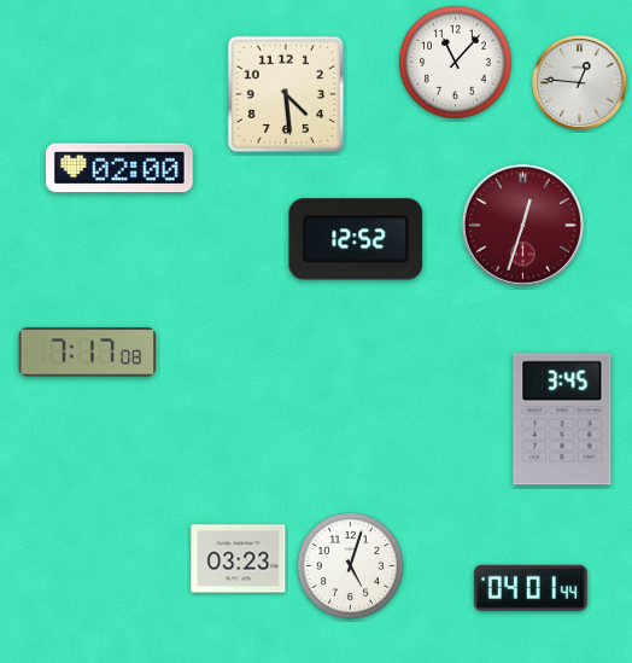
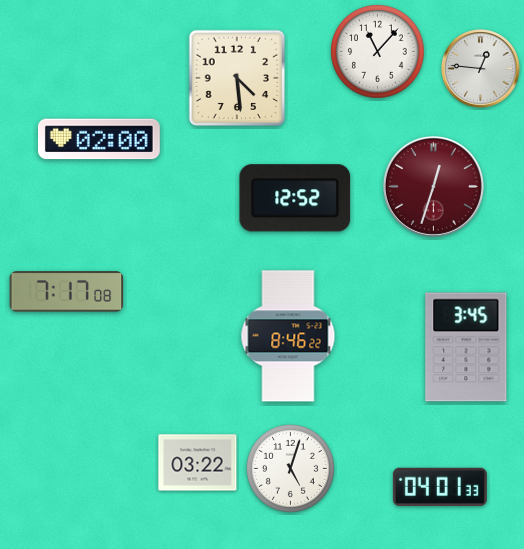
clock at (88, 353) position: (88, 353) -> (67, 292)
clock at (288, 336): none -> 8:46
clock at (239, 559): 03:23 -> 03:22
clock at (531, 588): 04:01:44 -> 04:01:33
